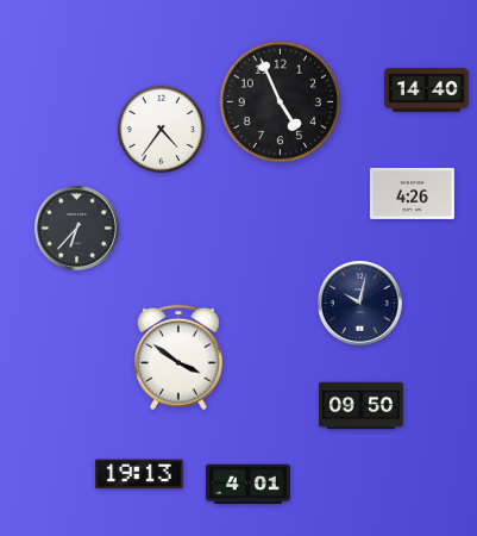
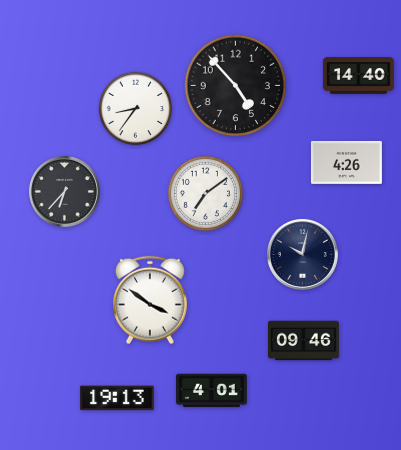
clock at (281, 102): 4:56 -> 4:53
clock at (162, 130): 4:36 -> 8:36
clock at (205, 193): none -> 7:09
clock at (360, 406): 09:50 -> 09:46
clock at (247, 485) position: (247, 485) -> (211, 391)
